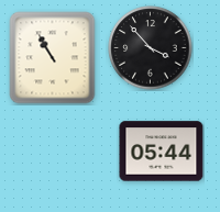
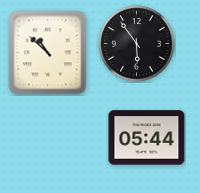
clock at (151, 48): 3:53 -> 5:54
clock at (53, 58): 10:55 -> 10:52
